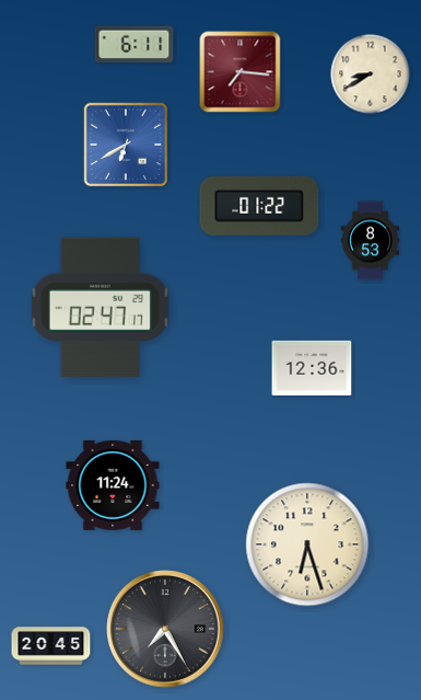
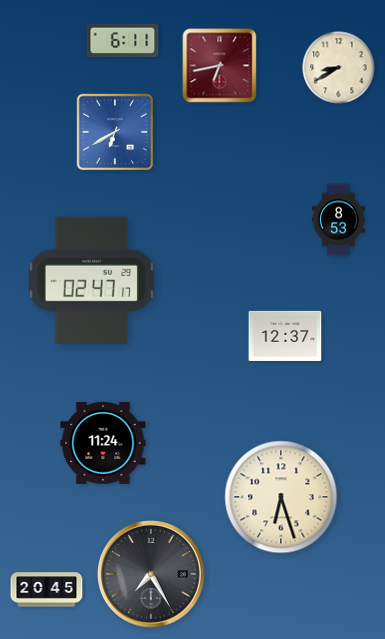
clock at (241, 72): 7:16 -> 6:43
clock at (259, 206): 01:22 -> none
clock at (312, 368): 12:36 -> 12:37
